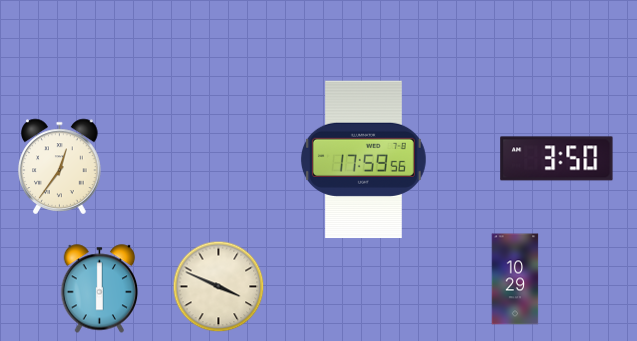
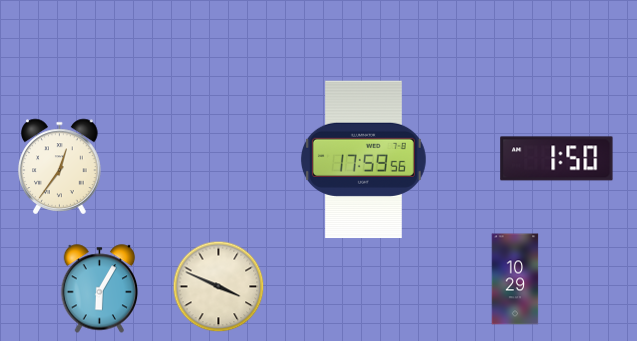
clock at (557, 159): 3:50 -> 1:50
clock at (100, 289): 6:00 -> 6:05
